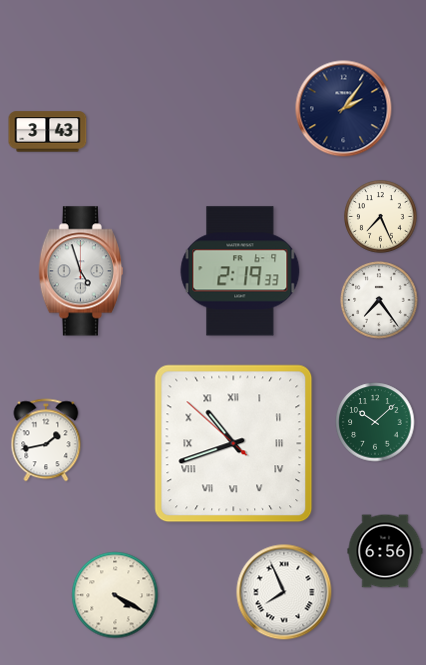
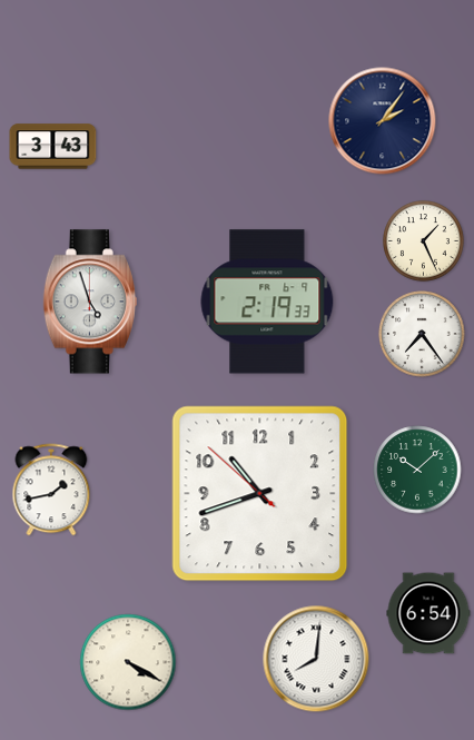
clock at (381, 217): 7:26 -> 1:26
clock at (234, 444) numerals: Roman -> Arabic
clock at (385, 551): 6:56 -> 6:54
clock at (284, 592): 7:56 -> 8:01
